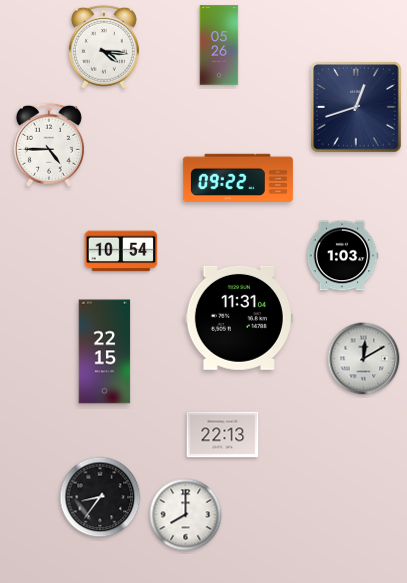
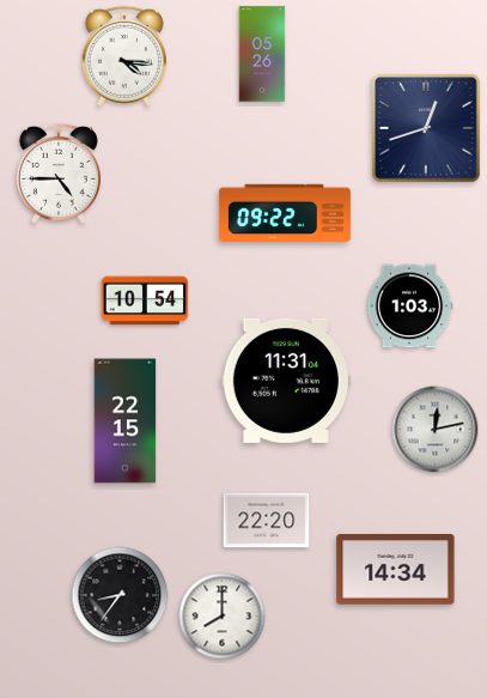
clock at (364, 359): 12:10 -> 12:13
clock at (223, 435): 22:13 -> 22:20
clock at (396, 570): none -> 14:34
